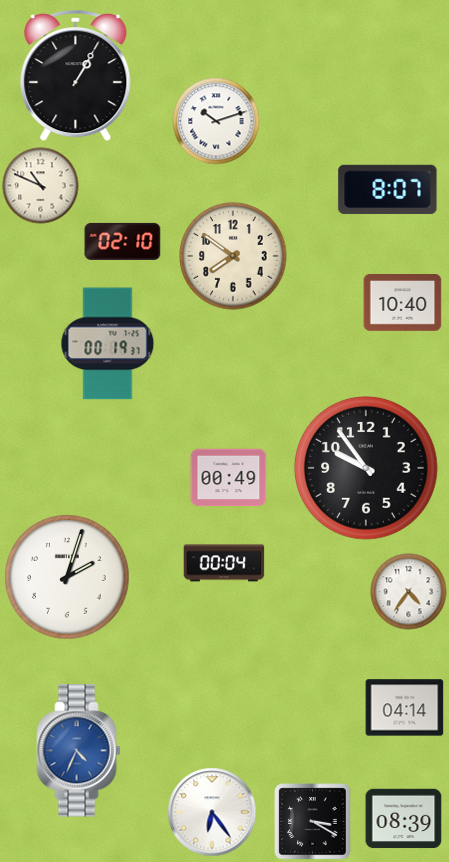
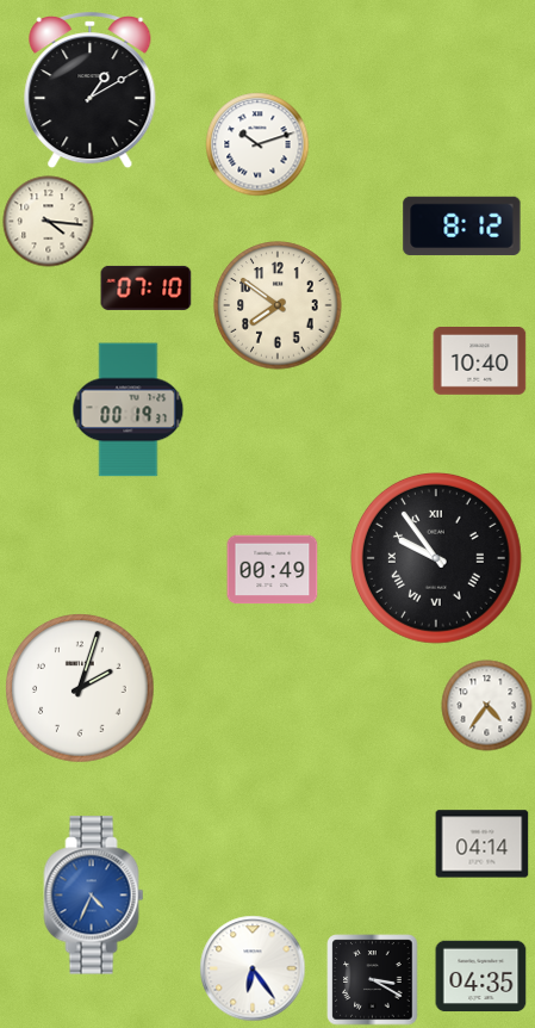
clock at (76, 77): 1:05 -> 1:10
clock at (41, 186): 10:49 -> 4:16
clock at (388, 189): 8:07 -> 8:12
clock at (123, 241): 02:10 -> 07:10
clock at (366, 468) numerals: Arabic -> Roman
clock at (224, 563): 00:04 -> none
clock at (404, 819): 08:39 -> 04:35
